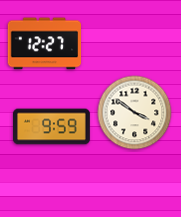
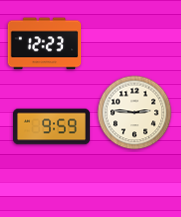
clock at (44, 44): 12:27 -> 12:23
clock at (135, 113): 3:51 -> 2:46
